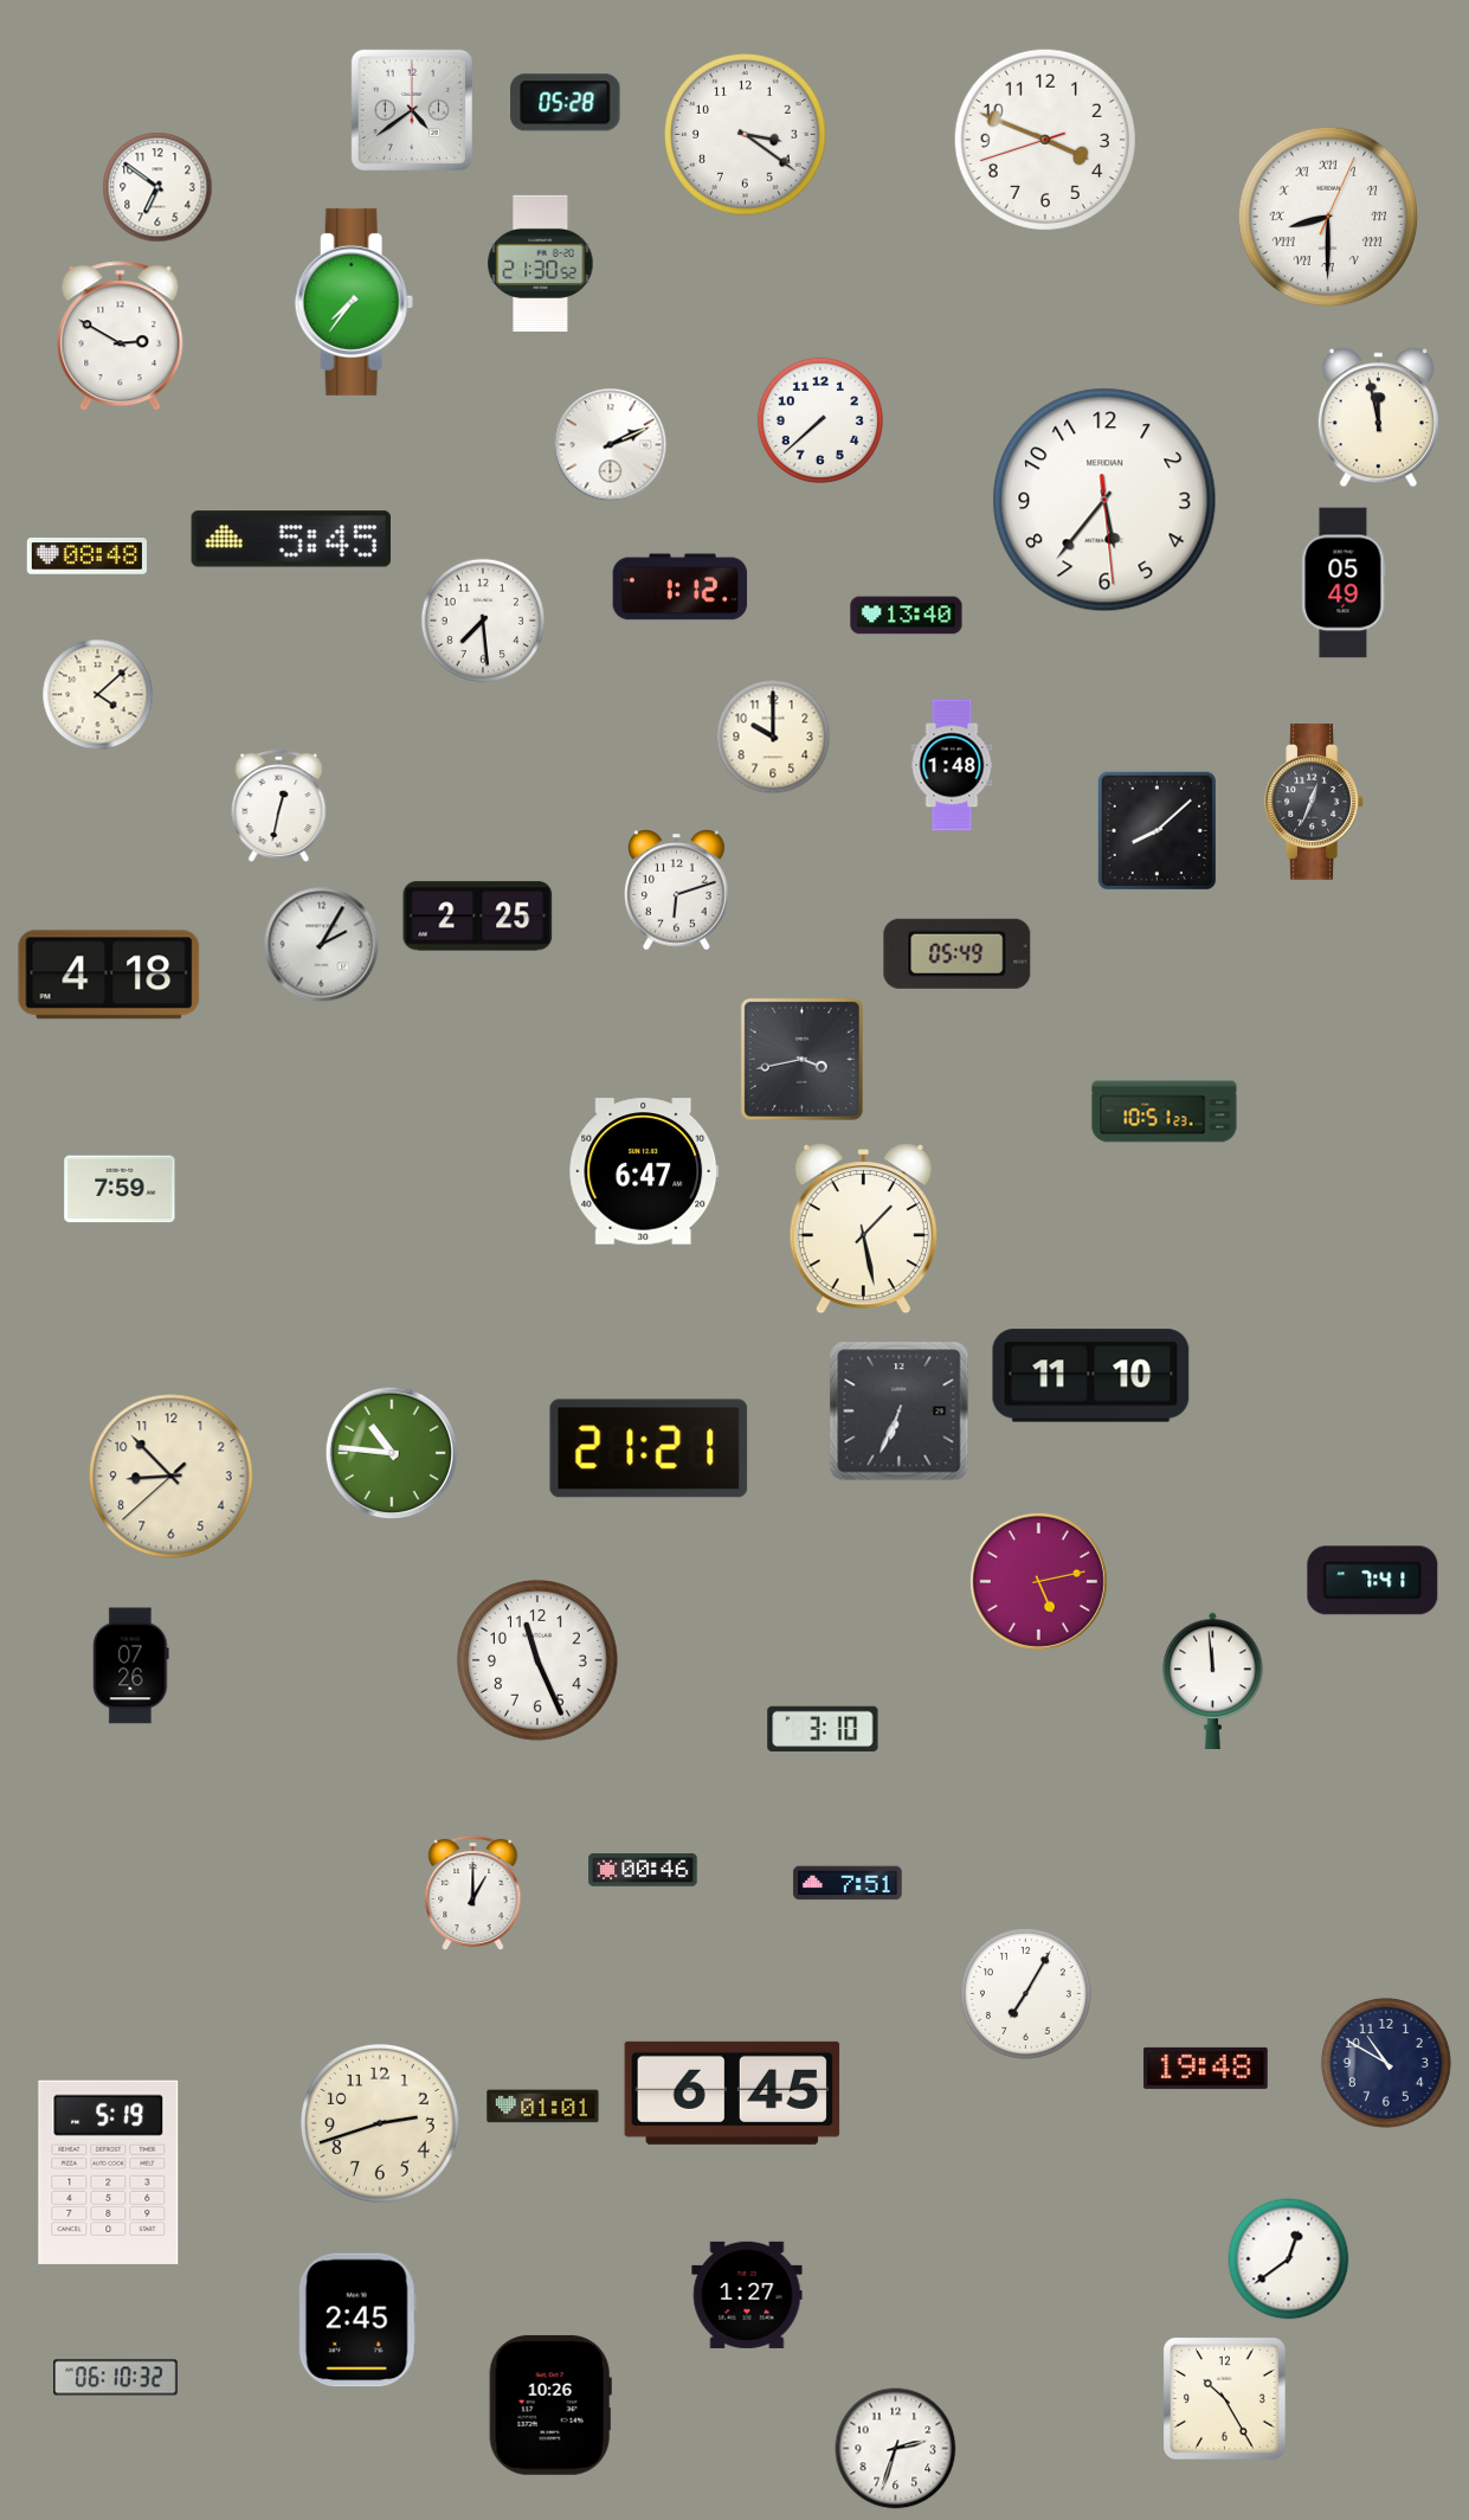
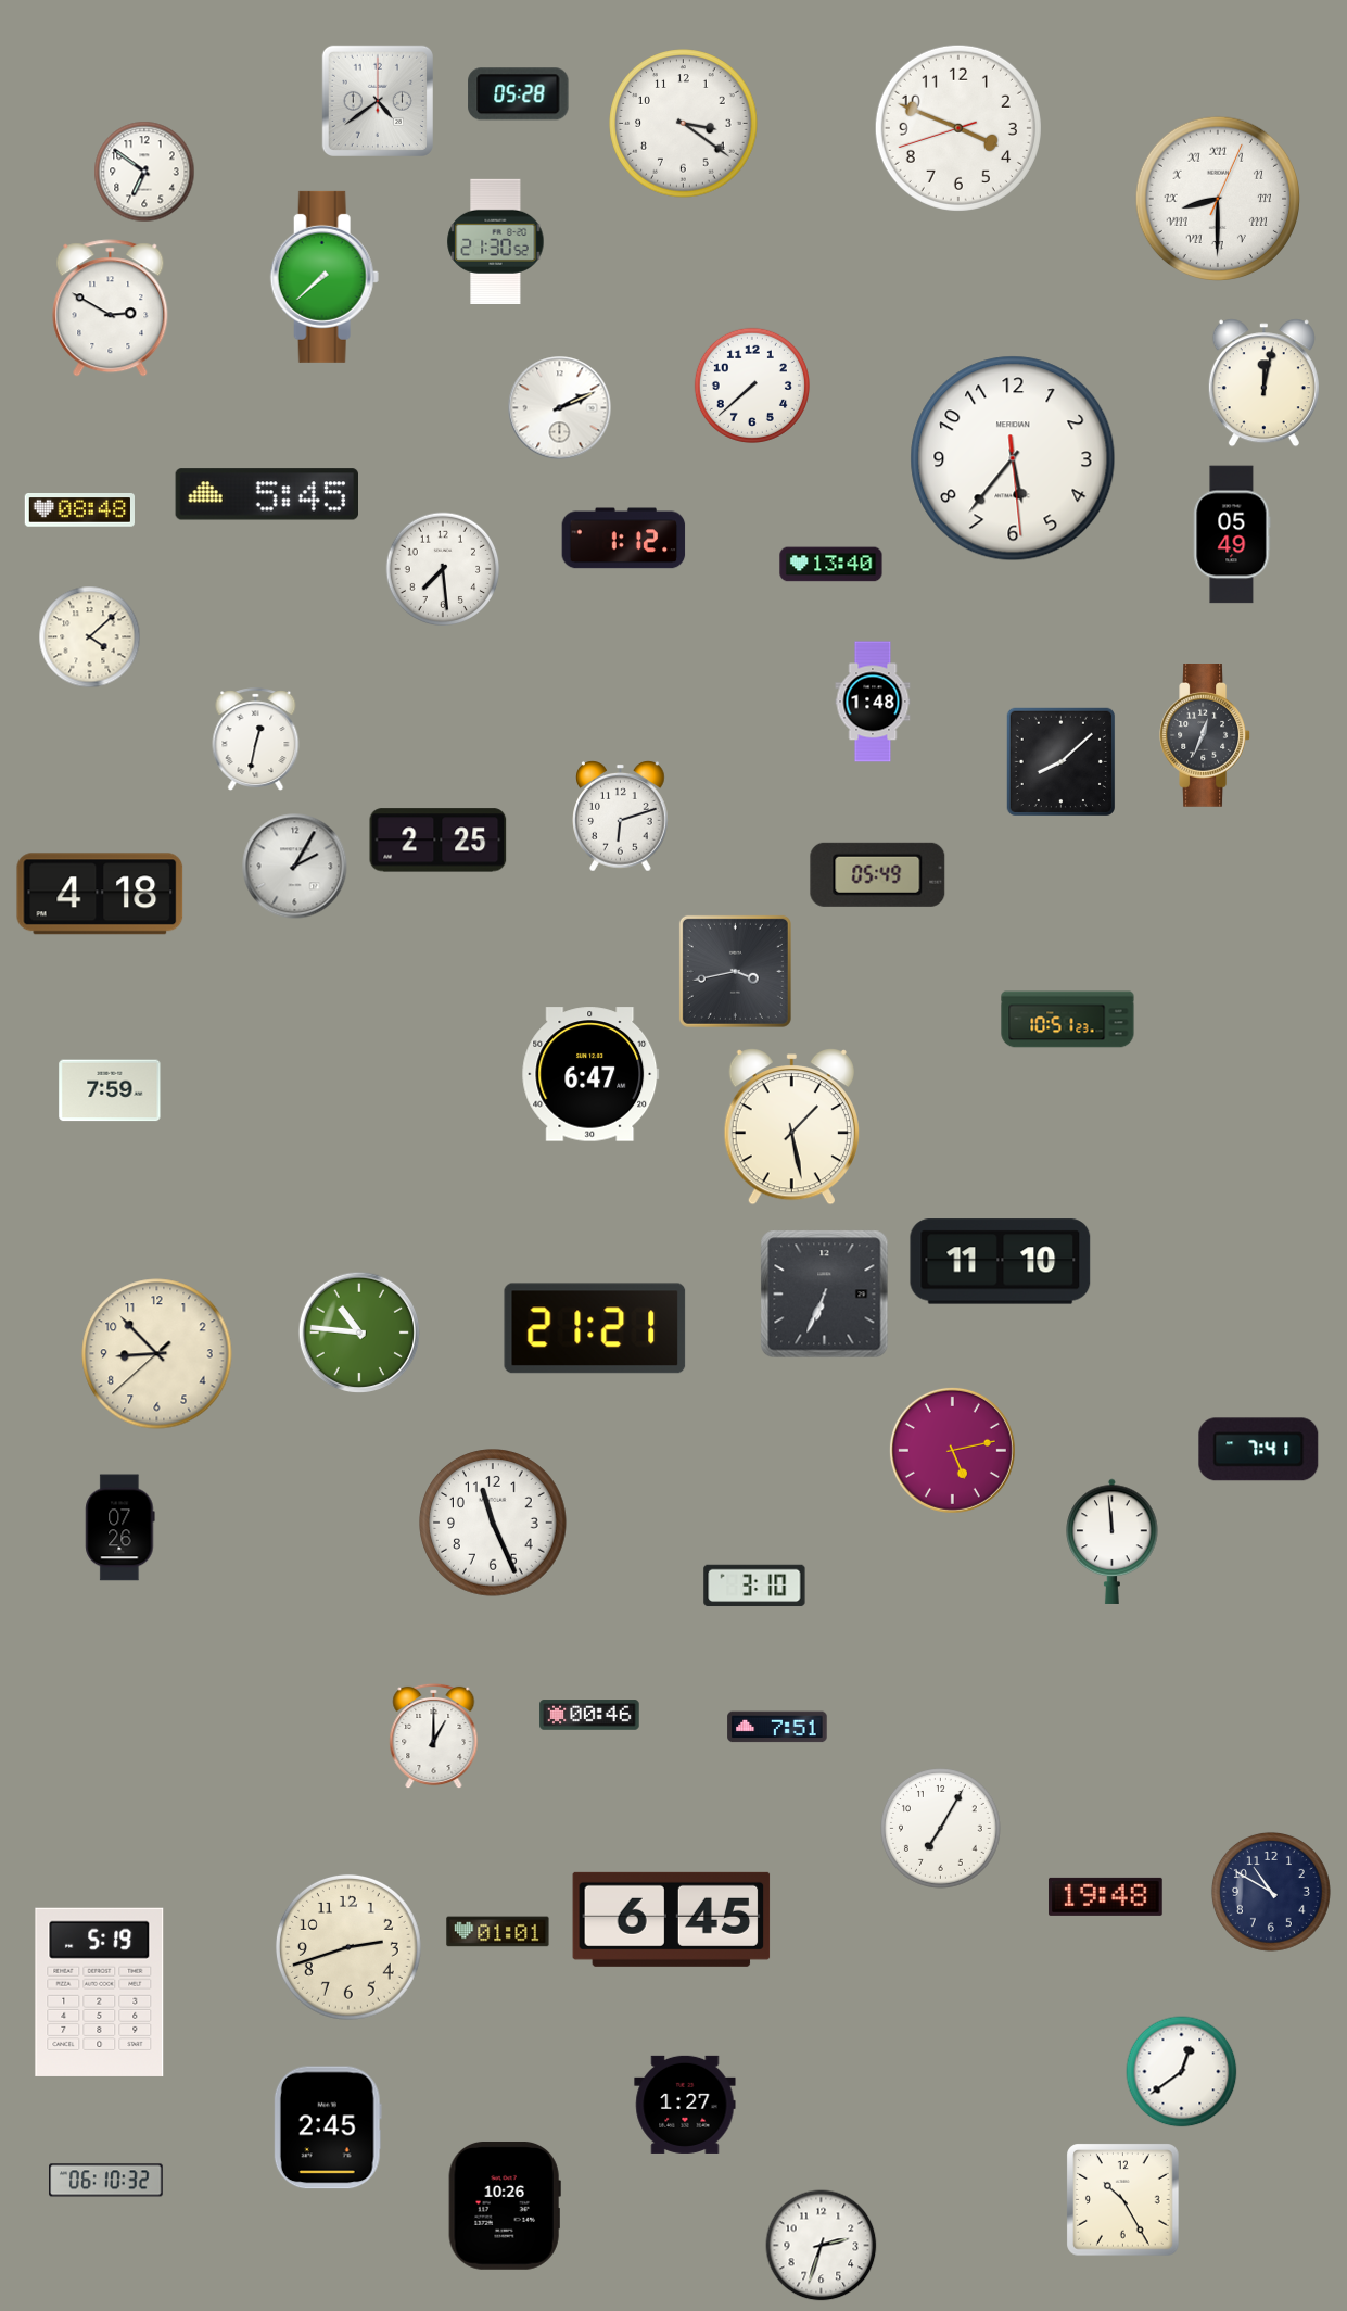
clock at (354, 302): 7:36 -> 7:38
clock at (1378, 418): 11:58 -> 12:02
clock at (773, 737): 10:00 -> none
